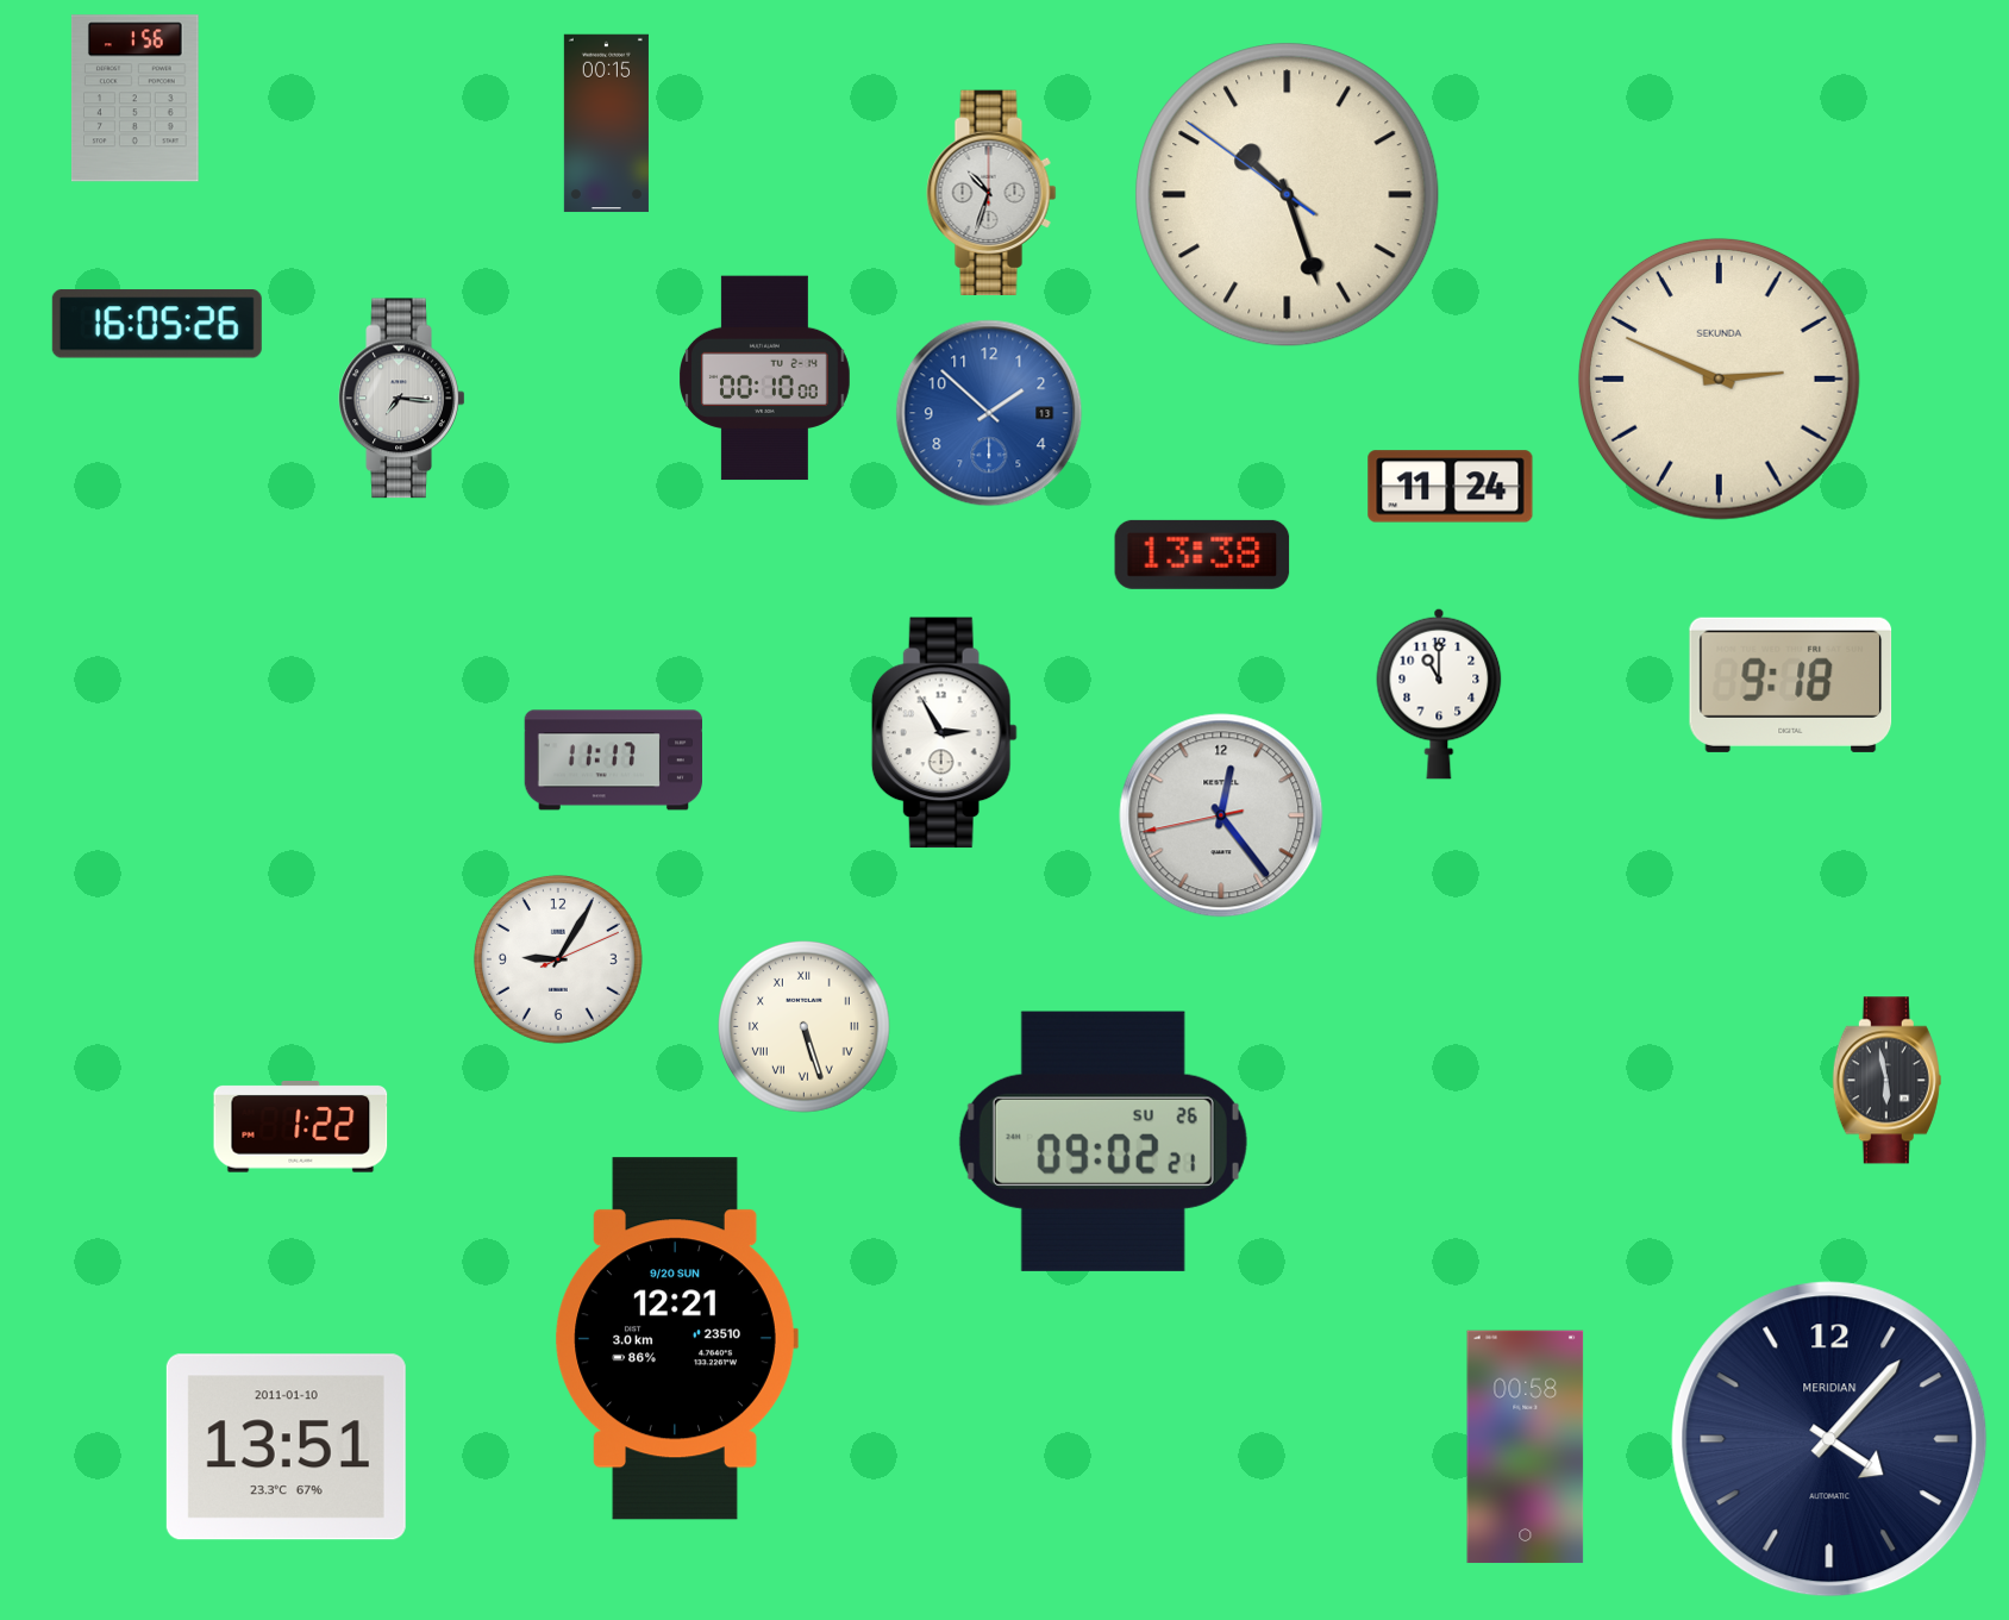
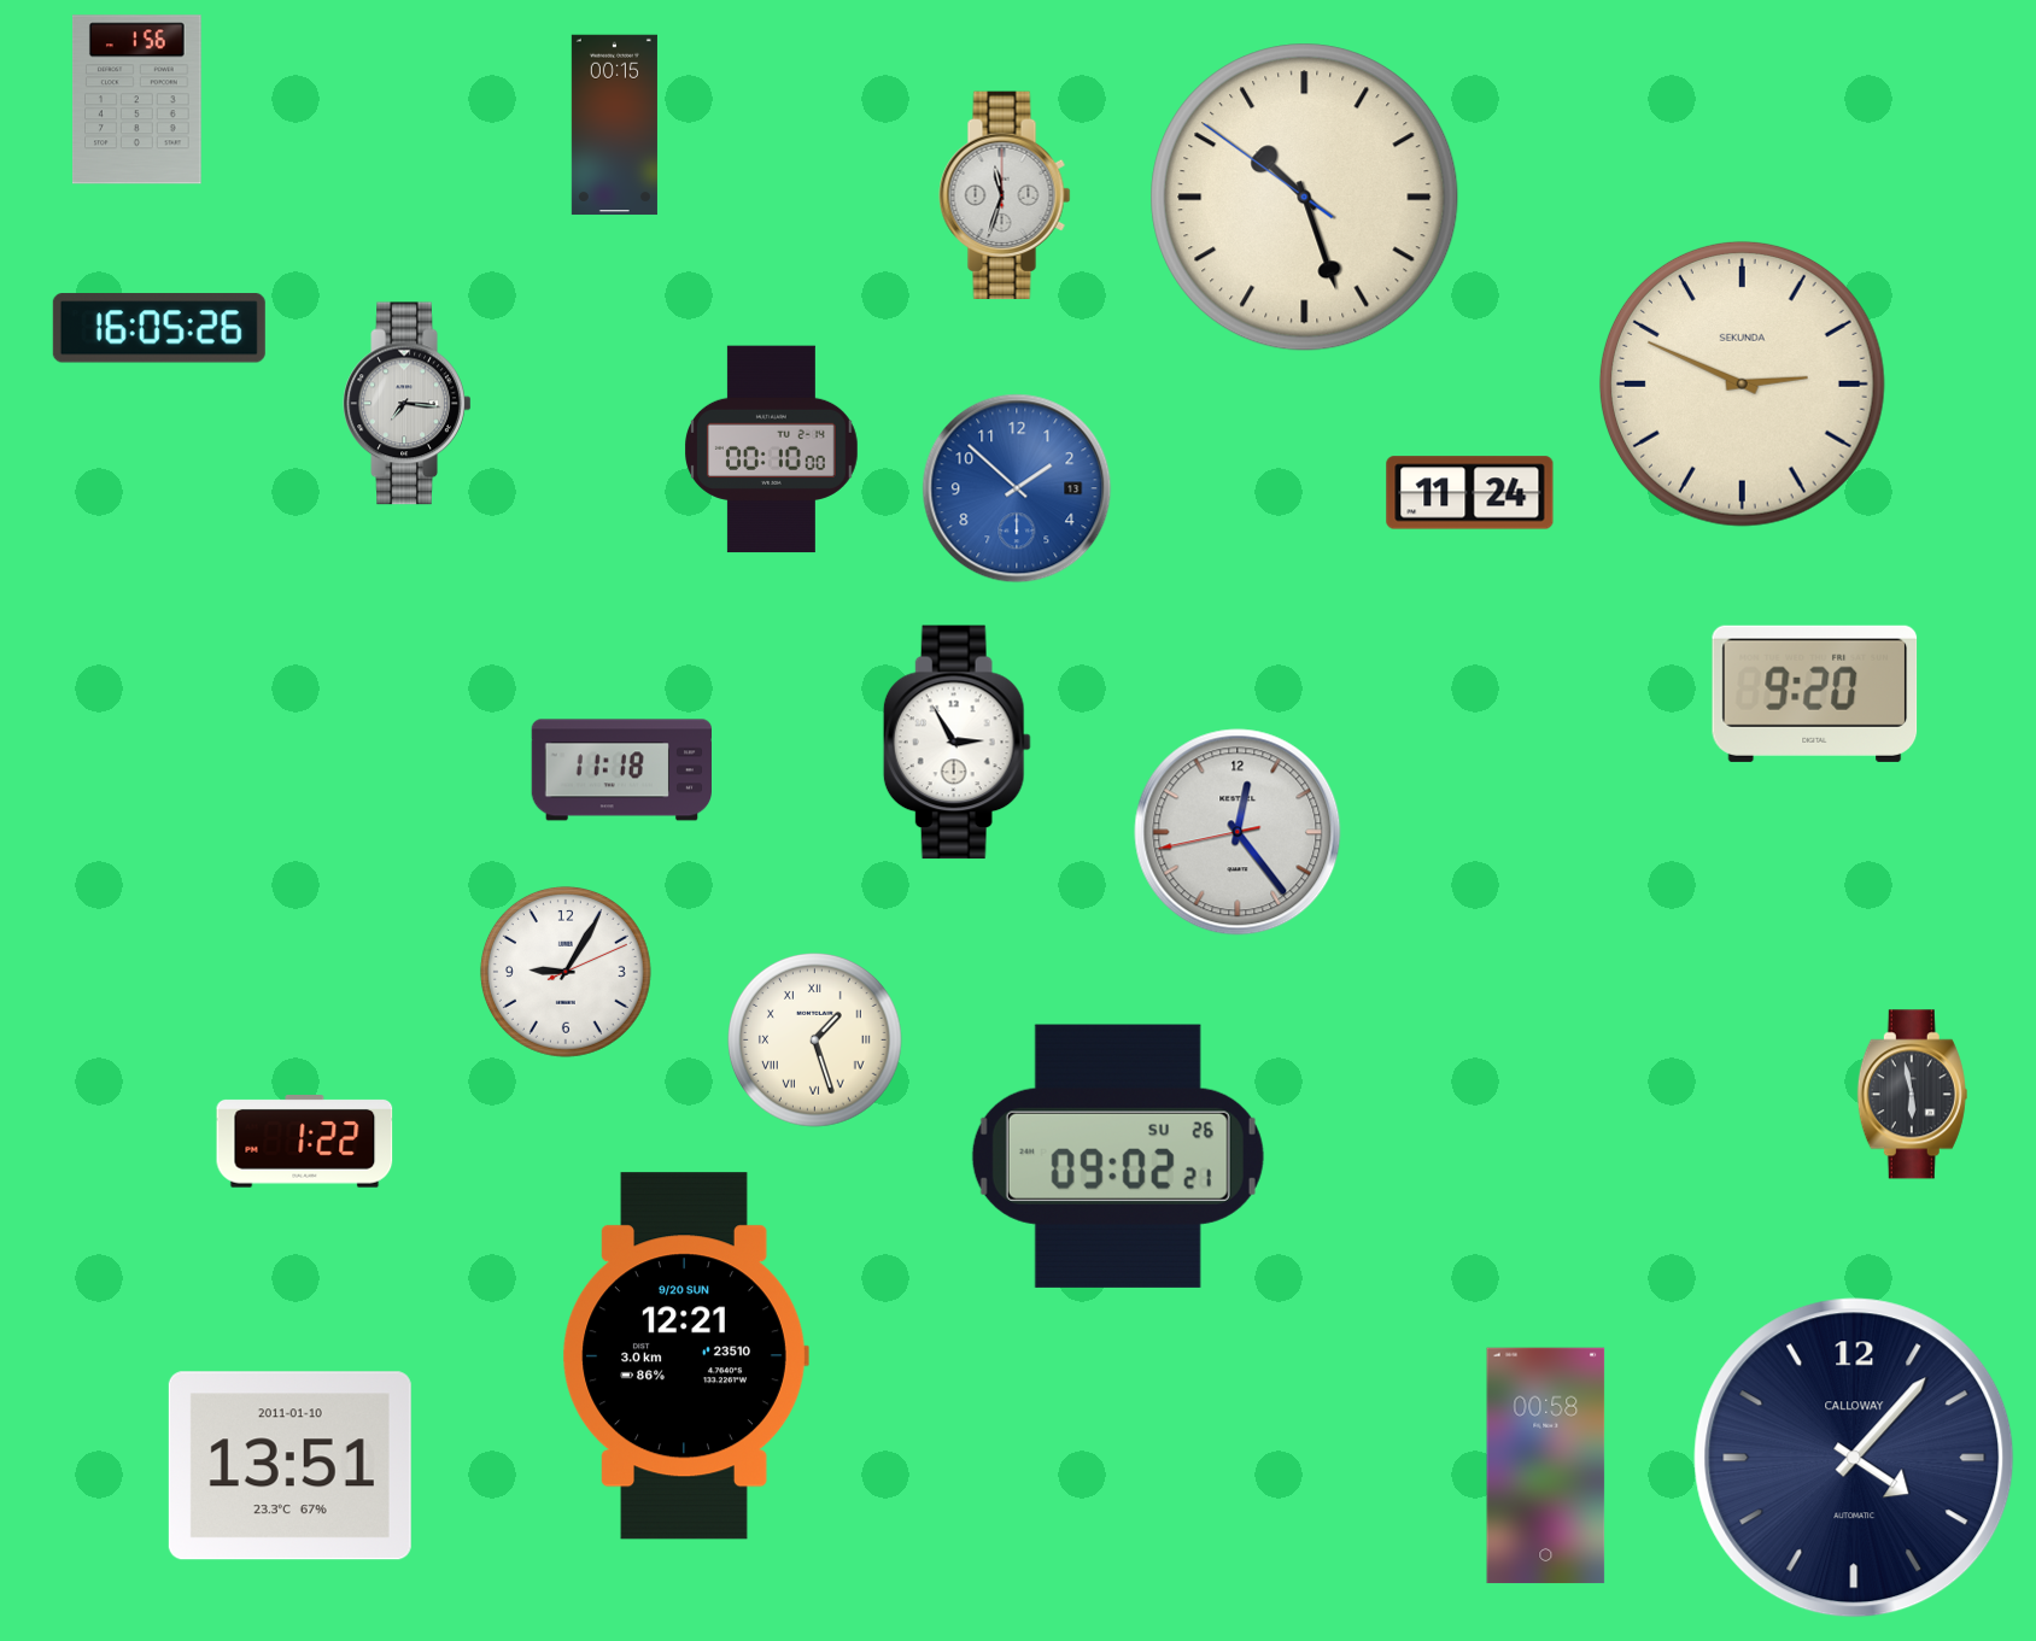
clock at (991, 192): 10:33 -> 11:33
clock at (765, 379) position: (765, 379) -> (772, 450)
clock at (989, 413) position: (989, 413) -> (1017, 488)
clock at (1202, 555): 13:38 -> none
clock at (1791, 684): 9:18 -> 9:20
clock at (1439, 694): 11:00 -> none
clock at (613, 761): 11:17 -> 11:18
clock at (1221, 815) position: (1221, 815) -> (1238, 832)
clock at (805, 1027): 5:27 -> 1:27
clock at (1829, 1439) brand: MERIDIAN -> CALLOWAY
